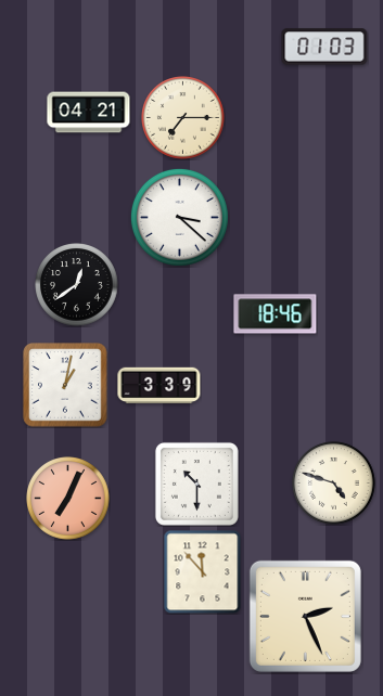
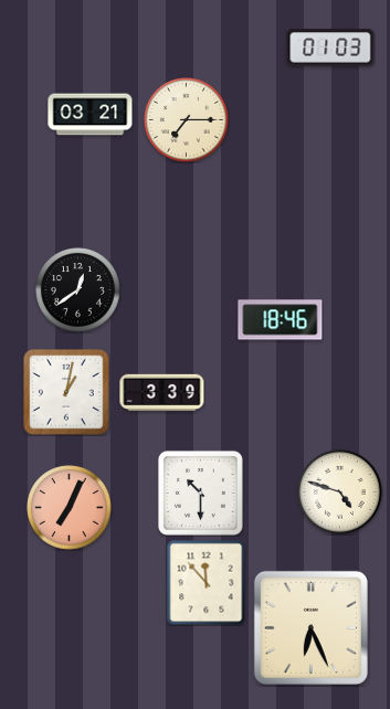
clock at (89, 113): 04:21 -> 03:21
clock at (179, 217): 3:22 -> none
clock at (305, 616): 2:26 -> 6:26
